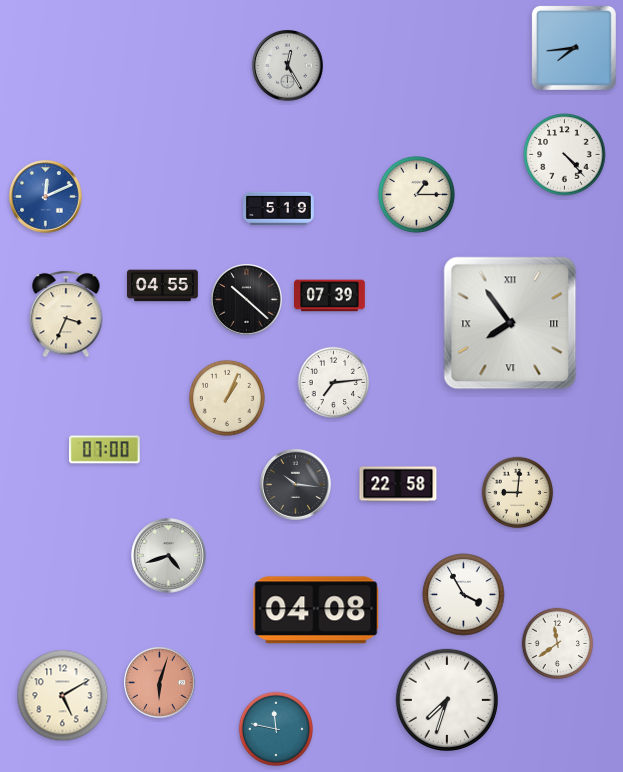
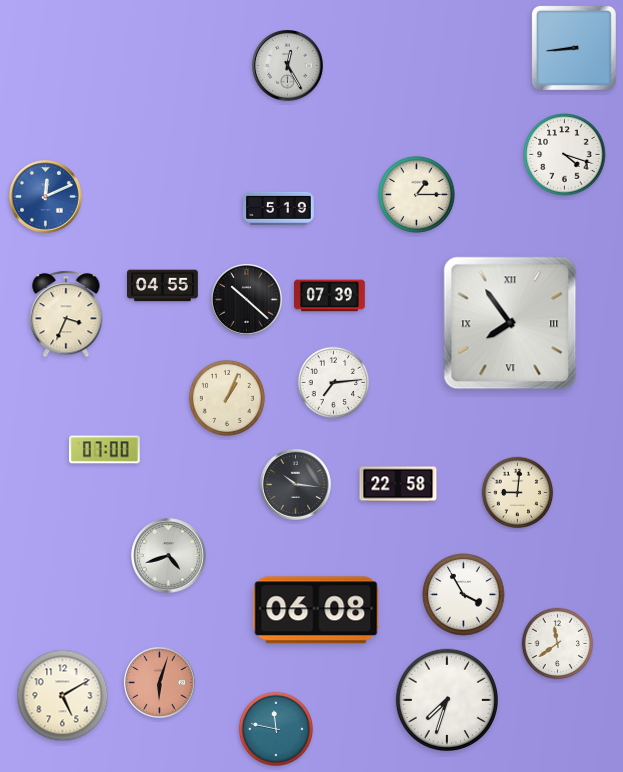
clock at (574, 48): 7:44 -> 8:44
clock at (565, 155): 4:23 -> 4:18
clock at (316, 610): 04:08 -> 06:08
